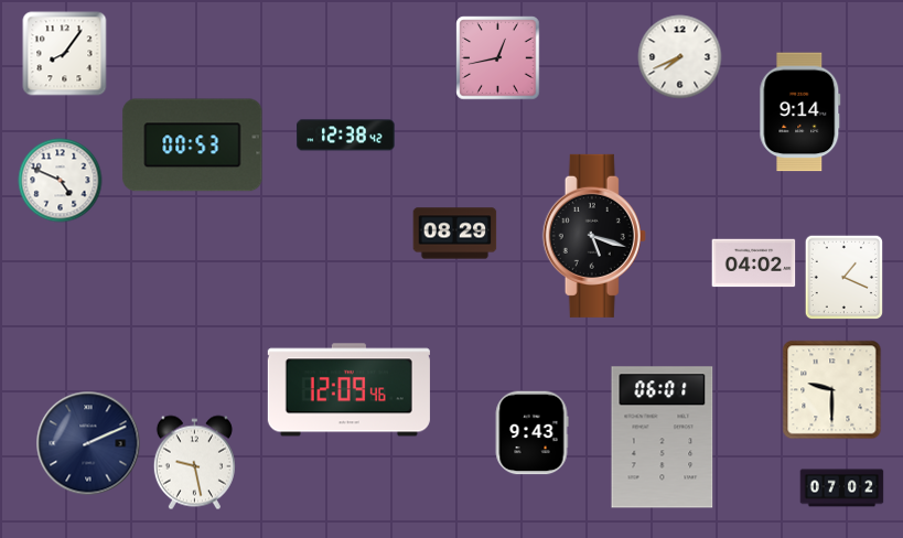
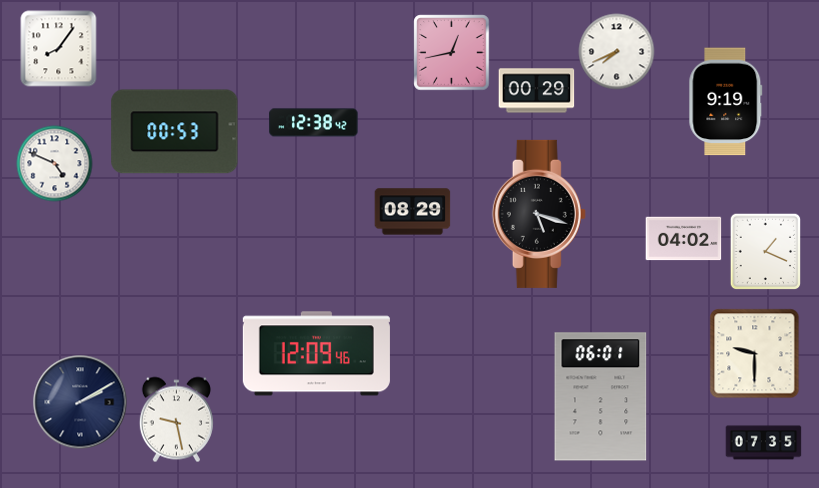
clock at (537, 91): none -> 00:29
clock at (800, 112): 9:14 -> 9:19
clock at (531, 433): 9:43 -> none
clock at (88, 443): 2:11 -> 2:10
clock at (842, 488): 07:02 -> 07:35
